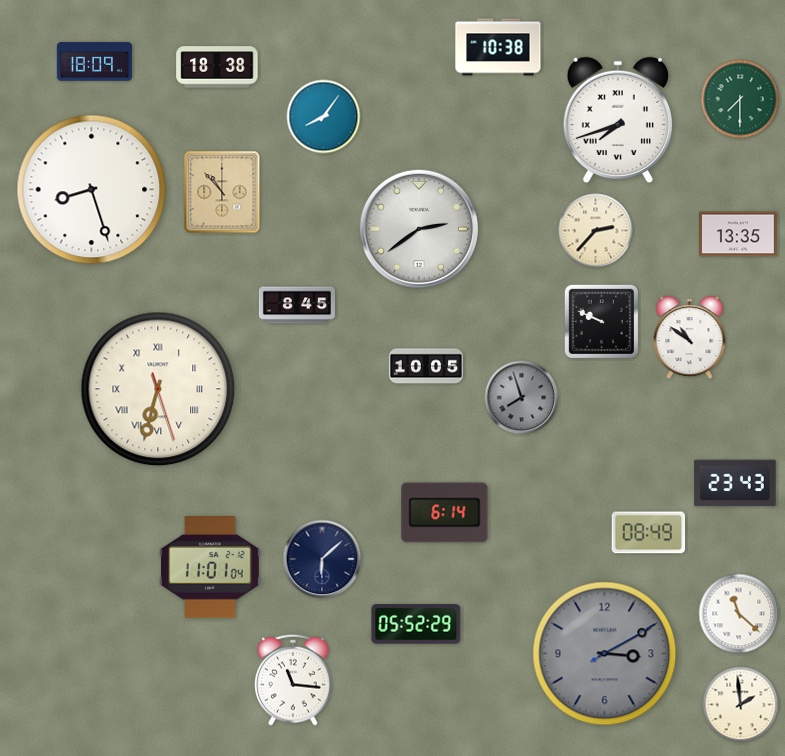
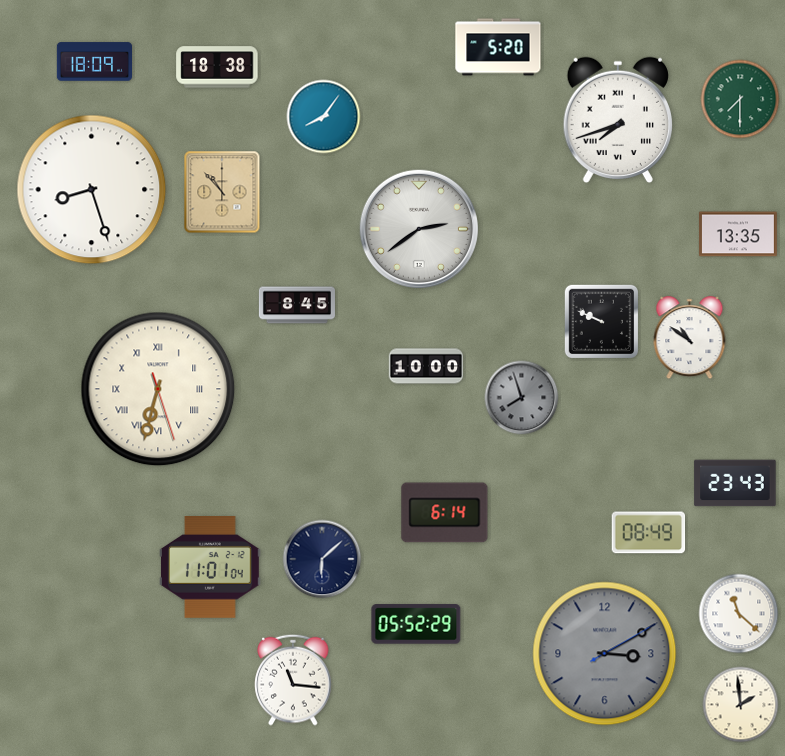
clock at (498, 47): 10:38 -> 5:20
clock at (596, 231): 2:37 -> none
clock at (426, 366): 10:05 -> 10:00
